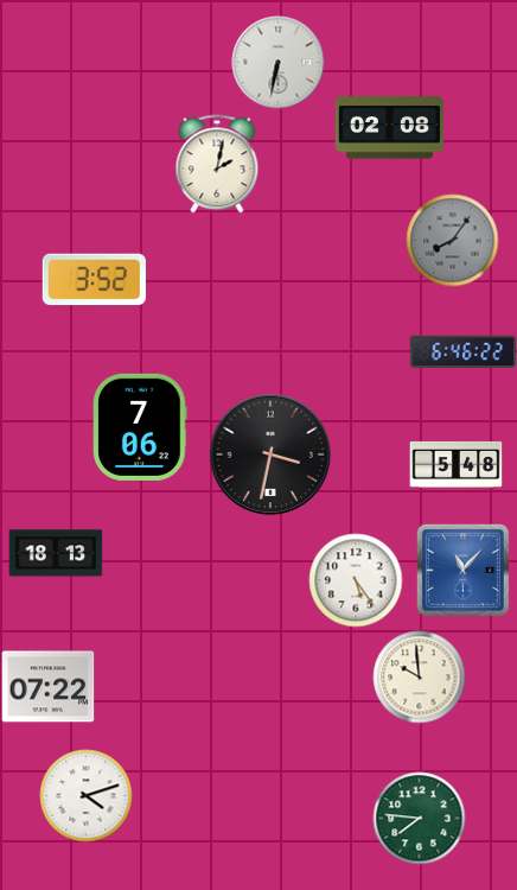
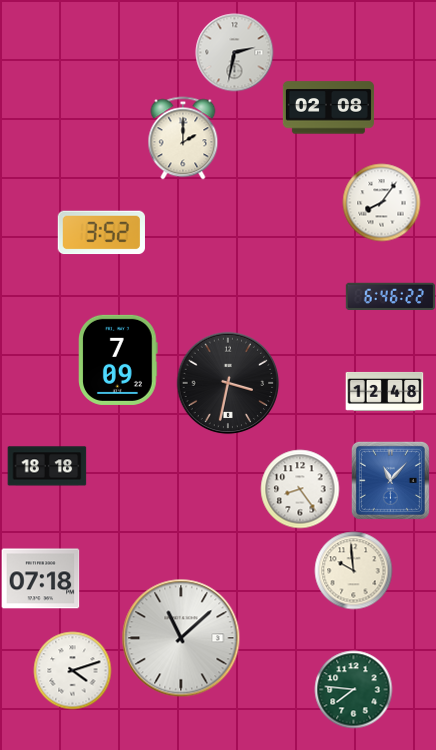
clock at (277, 62): 6:32 -> 2:32
clock at (217, 164): 2:02 -> 2:00
clock at (452, 240) dial: grey -> white
clock at (94, 280) position: (94, 280) -> (101, 233)
clock at (140, 427): 7:06 -> 7:09
clock at (455, 464): 5:48 -> 12:48
clock at (56, 553): 18:13 -> 18:18
clock at (356, 580): 5:24 -> 8:24
clock at (47, 687): 07:22 -> 07:18
clock at (181, 638): none -> 11:08
